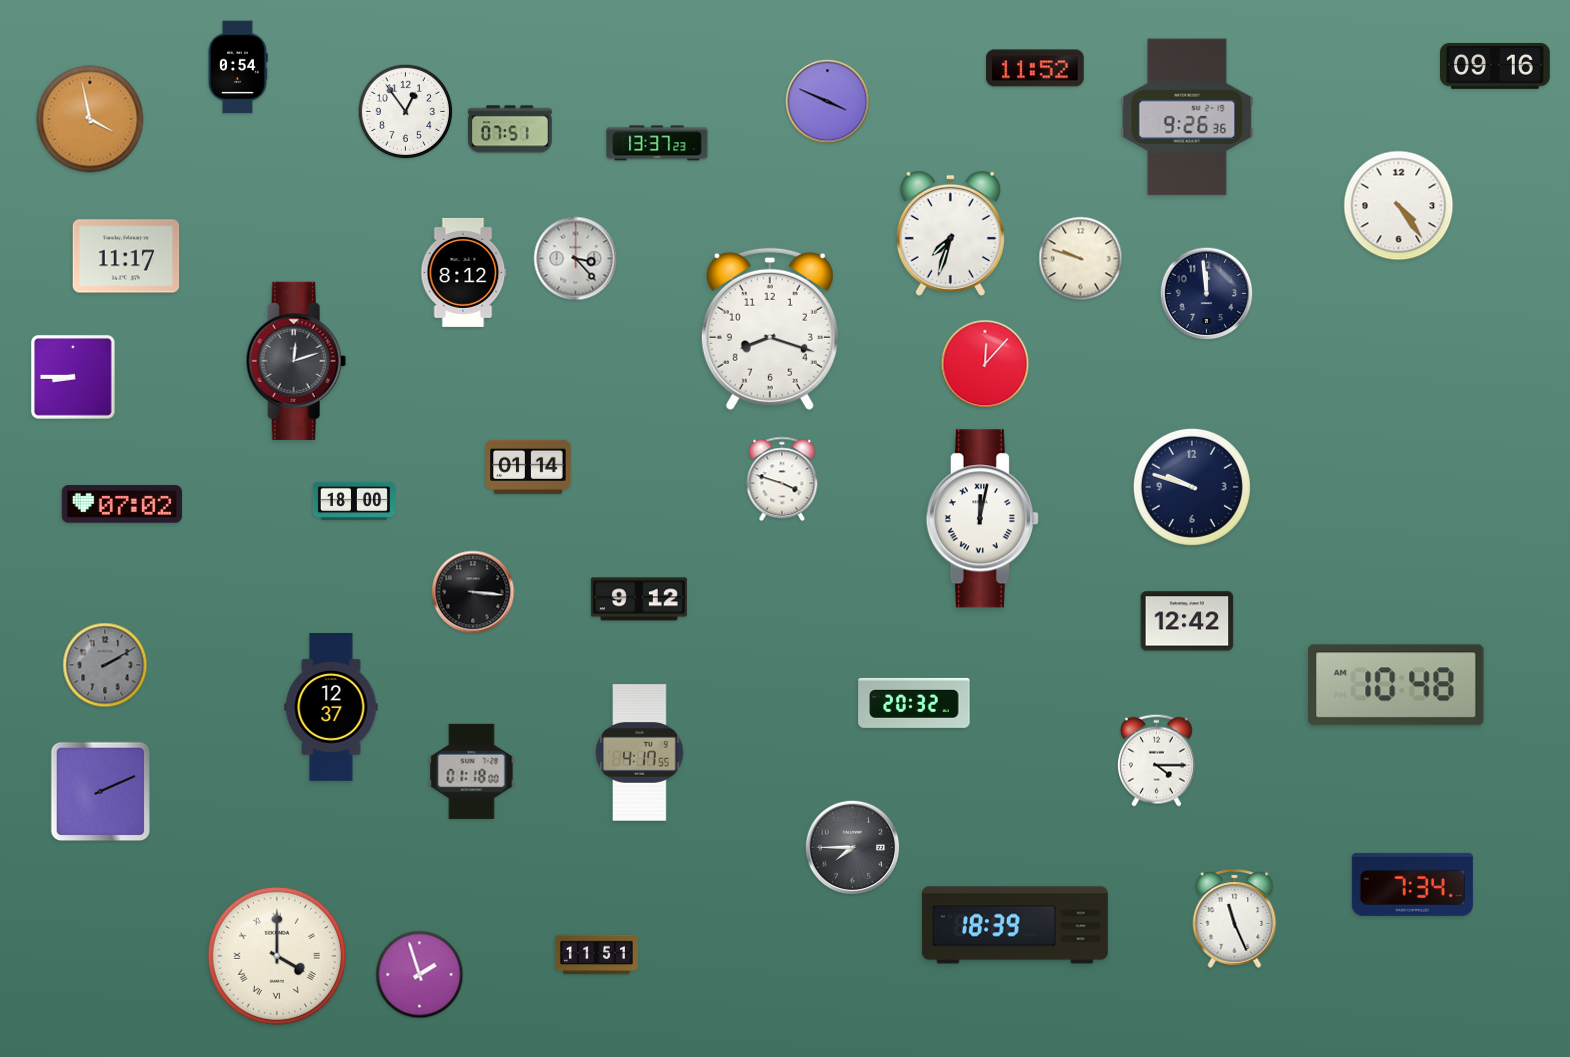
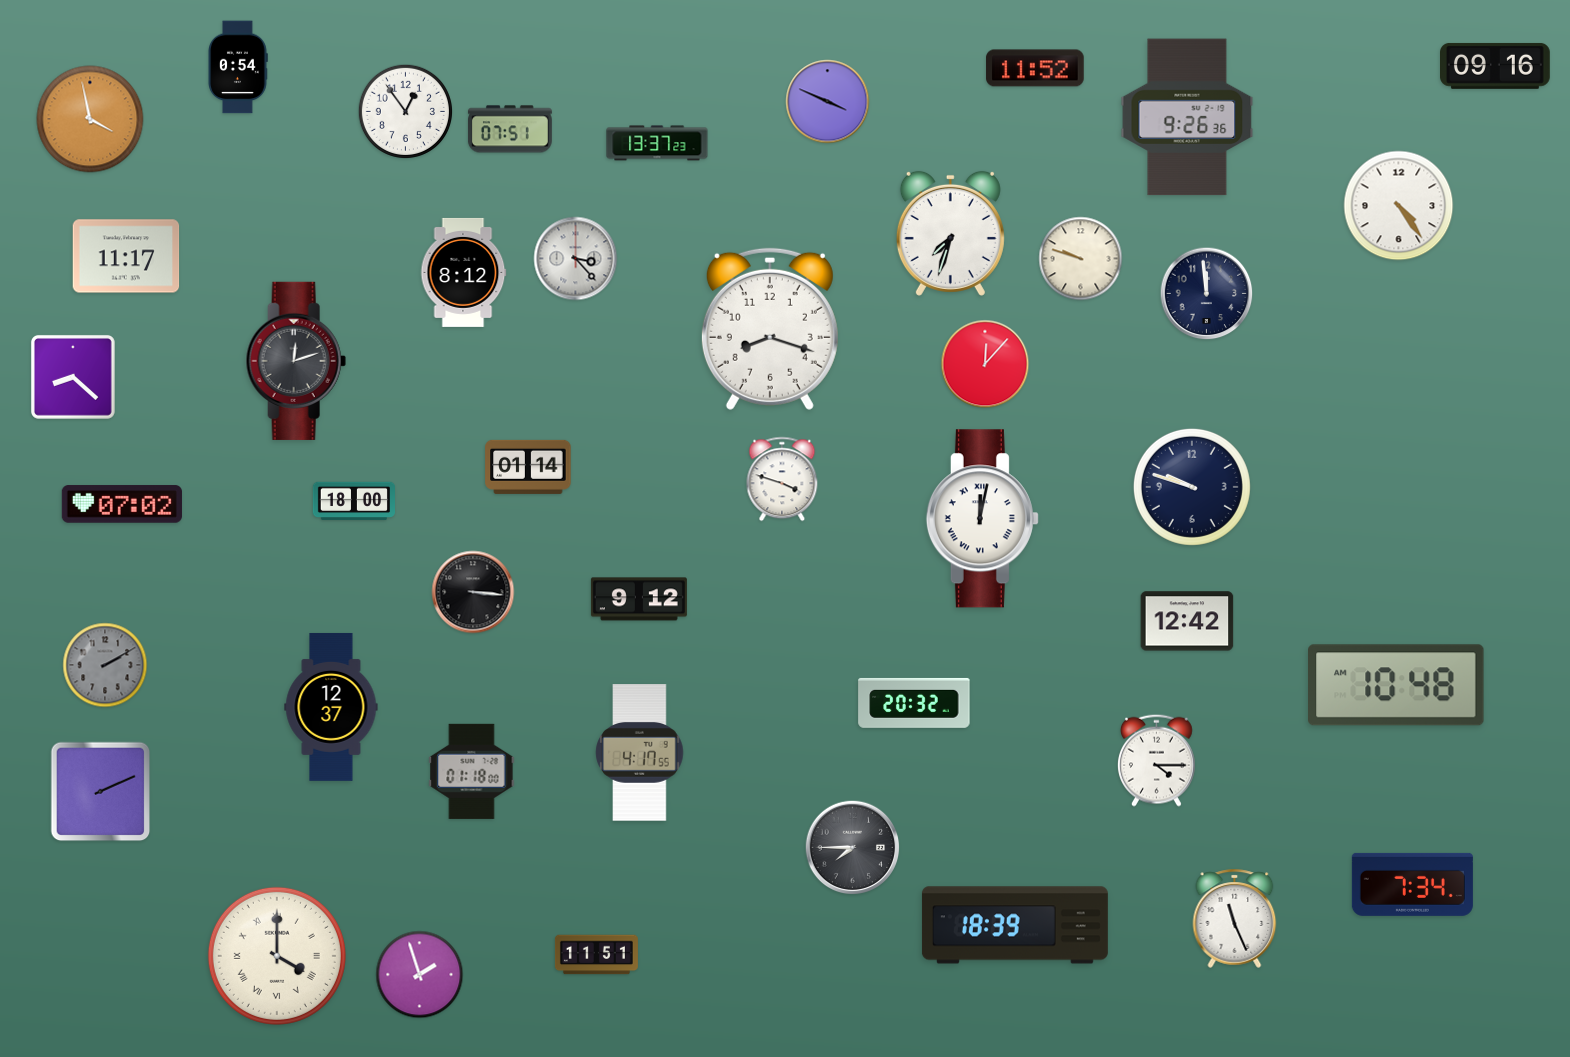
clock at (73, 377): 8:45 -> 8:22
